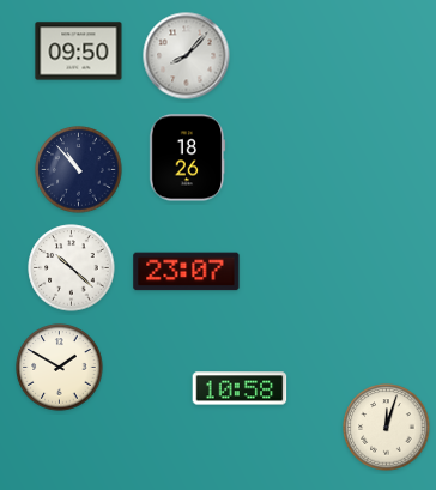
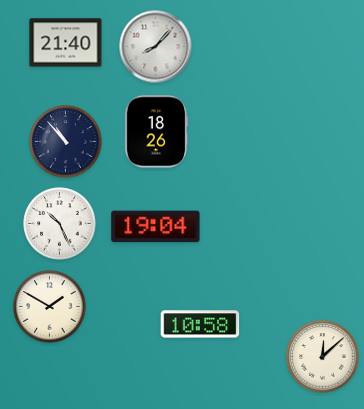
clock at (79, 52): 09:50 -> 21:40
clock at (72, 268): 10:22 -> 10:26
clock at (187, 272): 23:07 -> 19:04
clock at (387, 428): 12:03 -> 12:08
